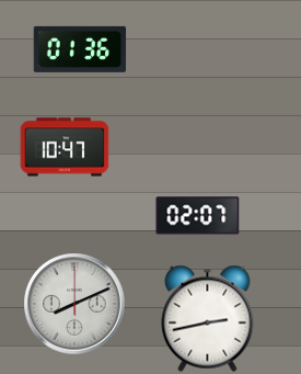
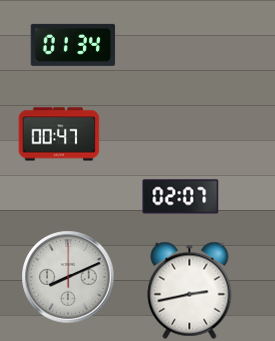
clock at (80, 49): 01:36 -> 01:34
clock at (65, 147): 10:47 -> 00:47
